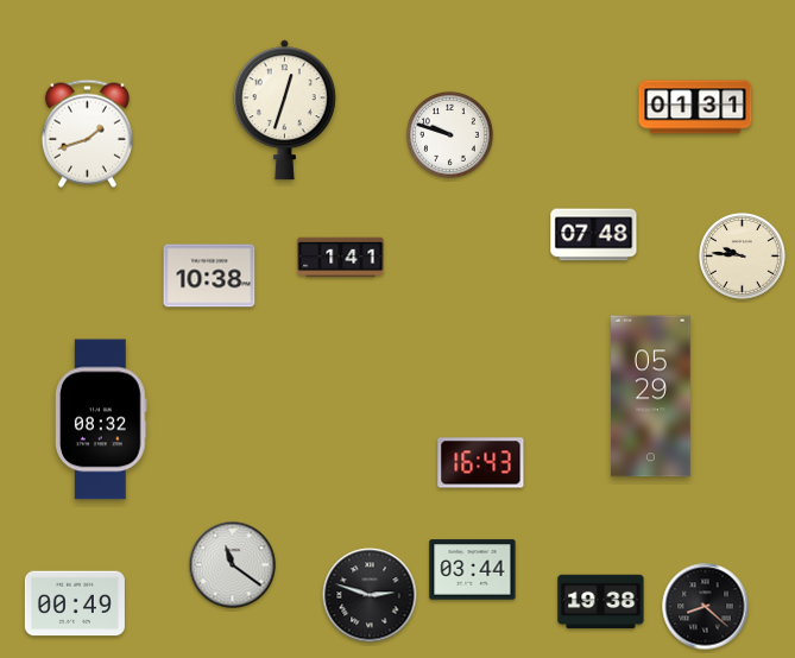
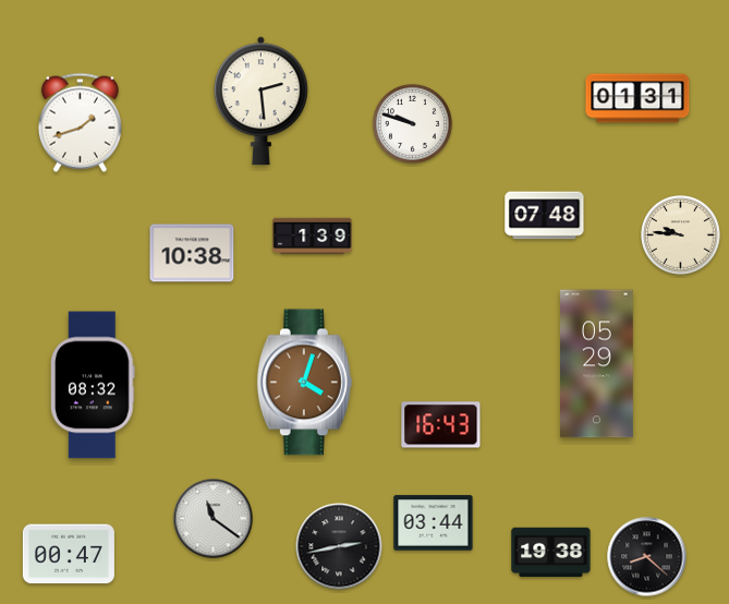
clock at (284, 110): 12:33 -> 2:29
clock at (341, 258): 1:41 -> 1:39
clock at (304, 383): none -> 4:03
clock at (370, 595): 2:48 -> 2:43
clock at (75, 603): 00:49 -> 00:47
